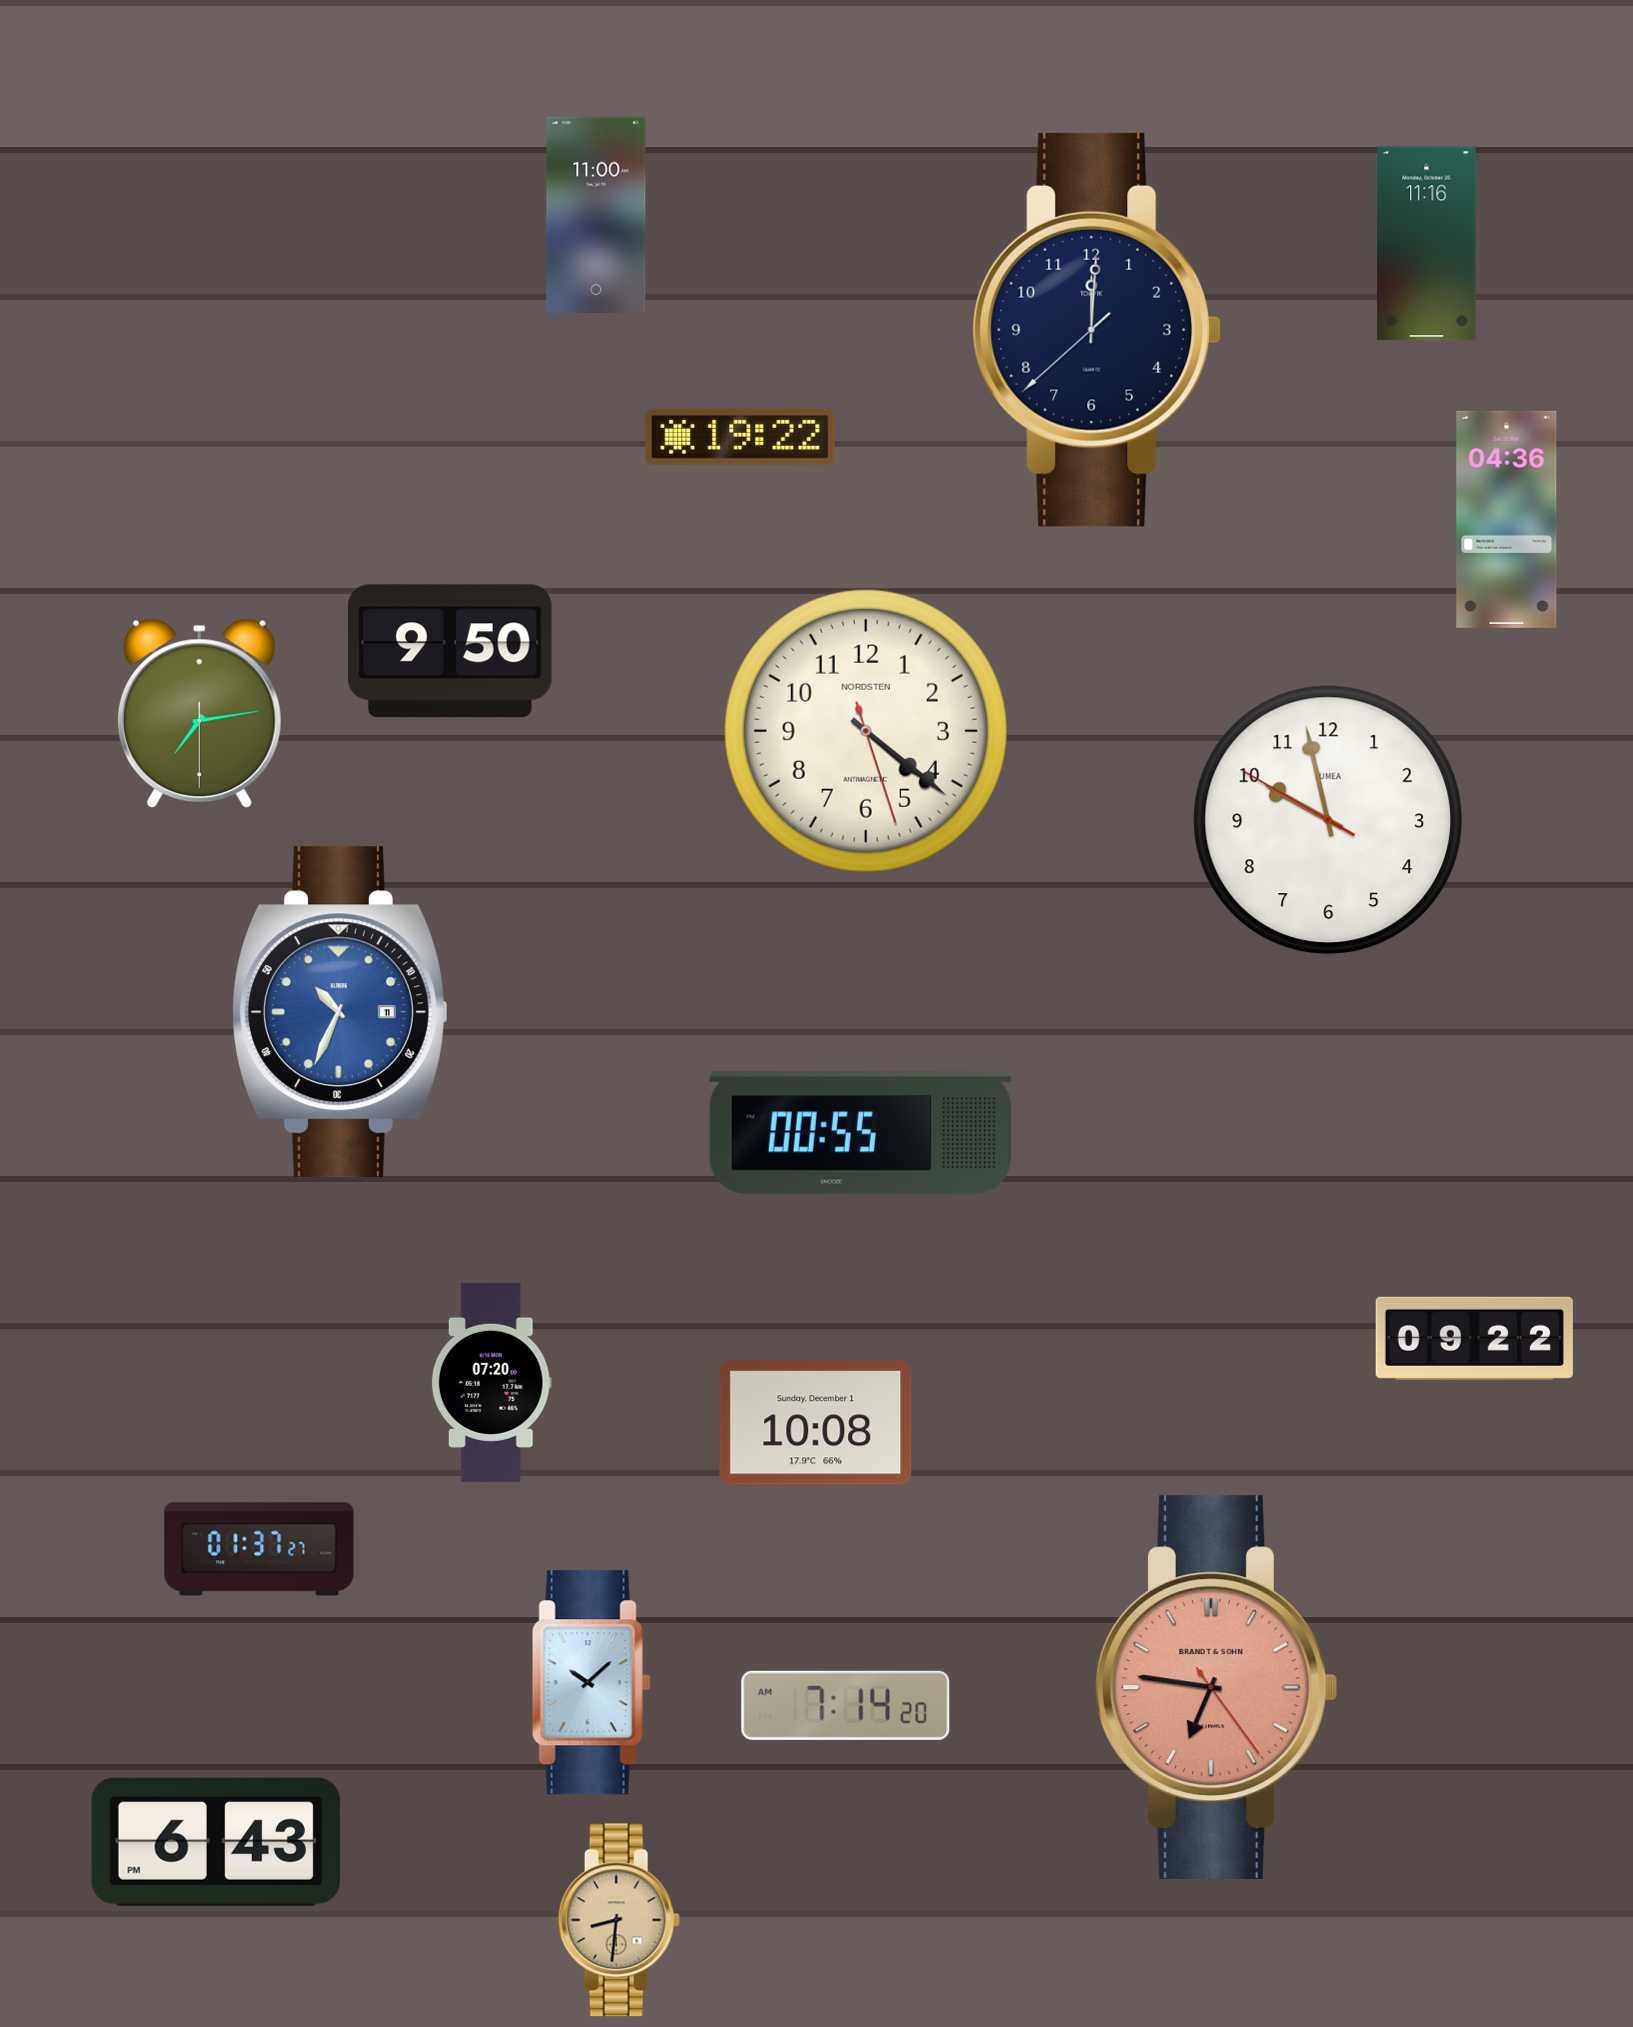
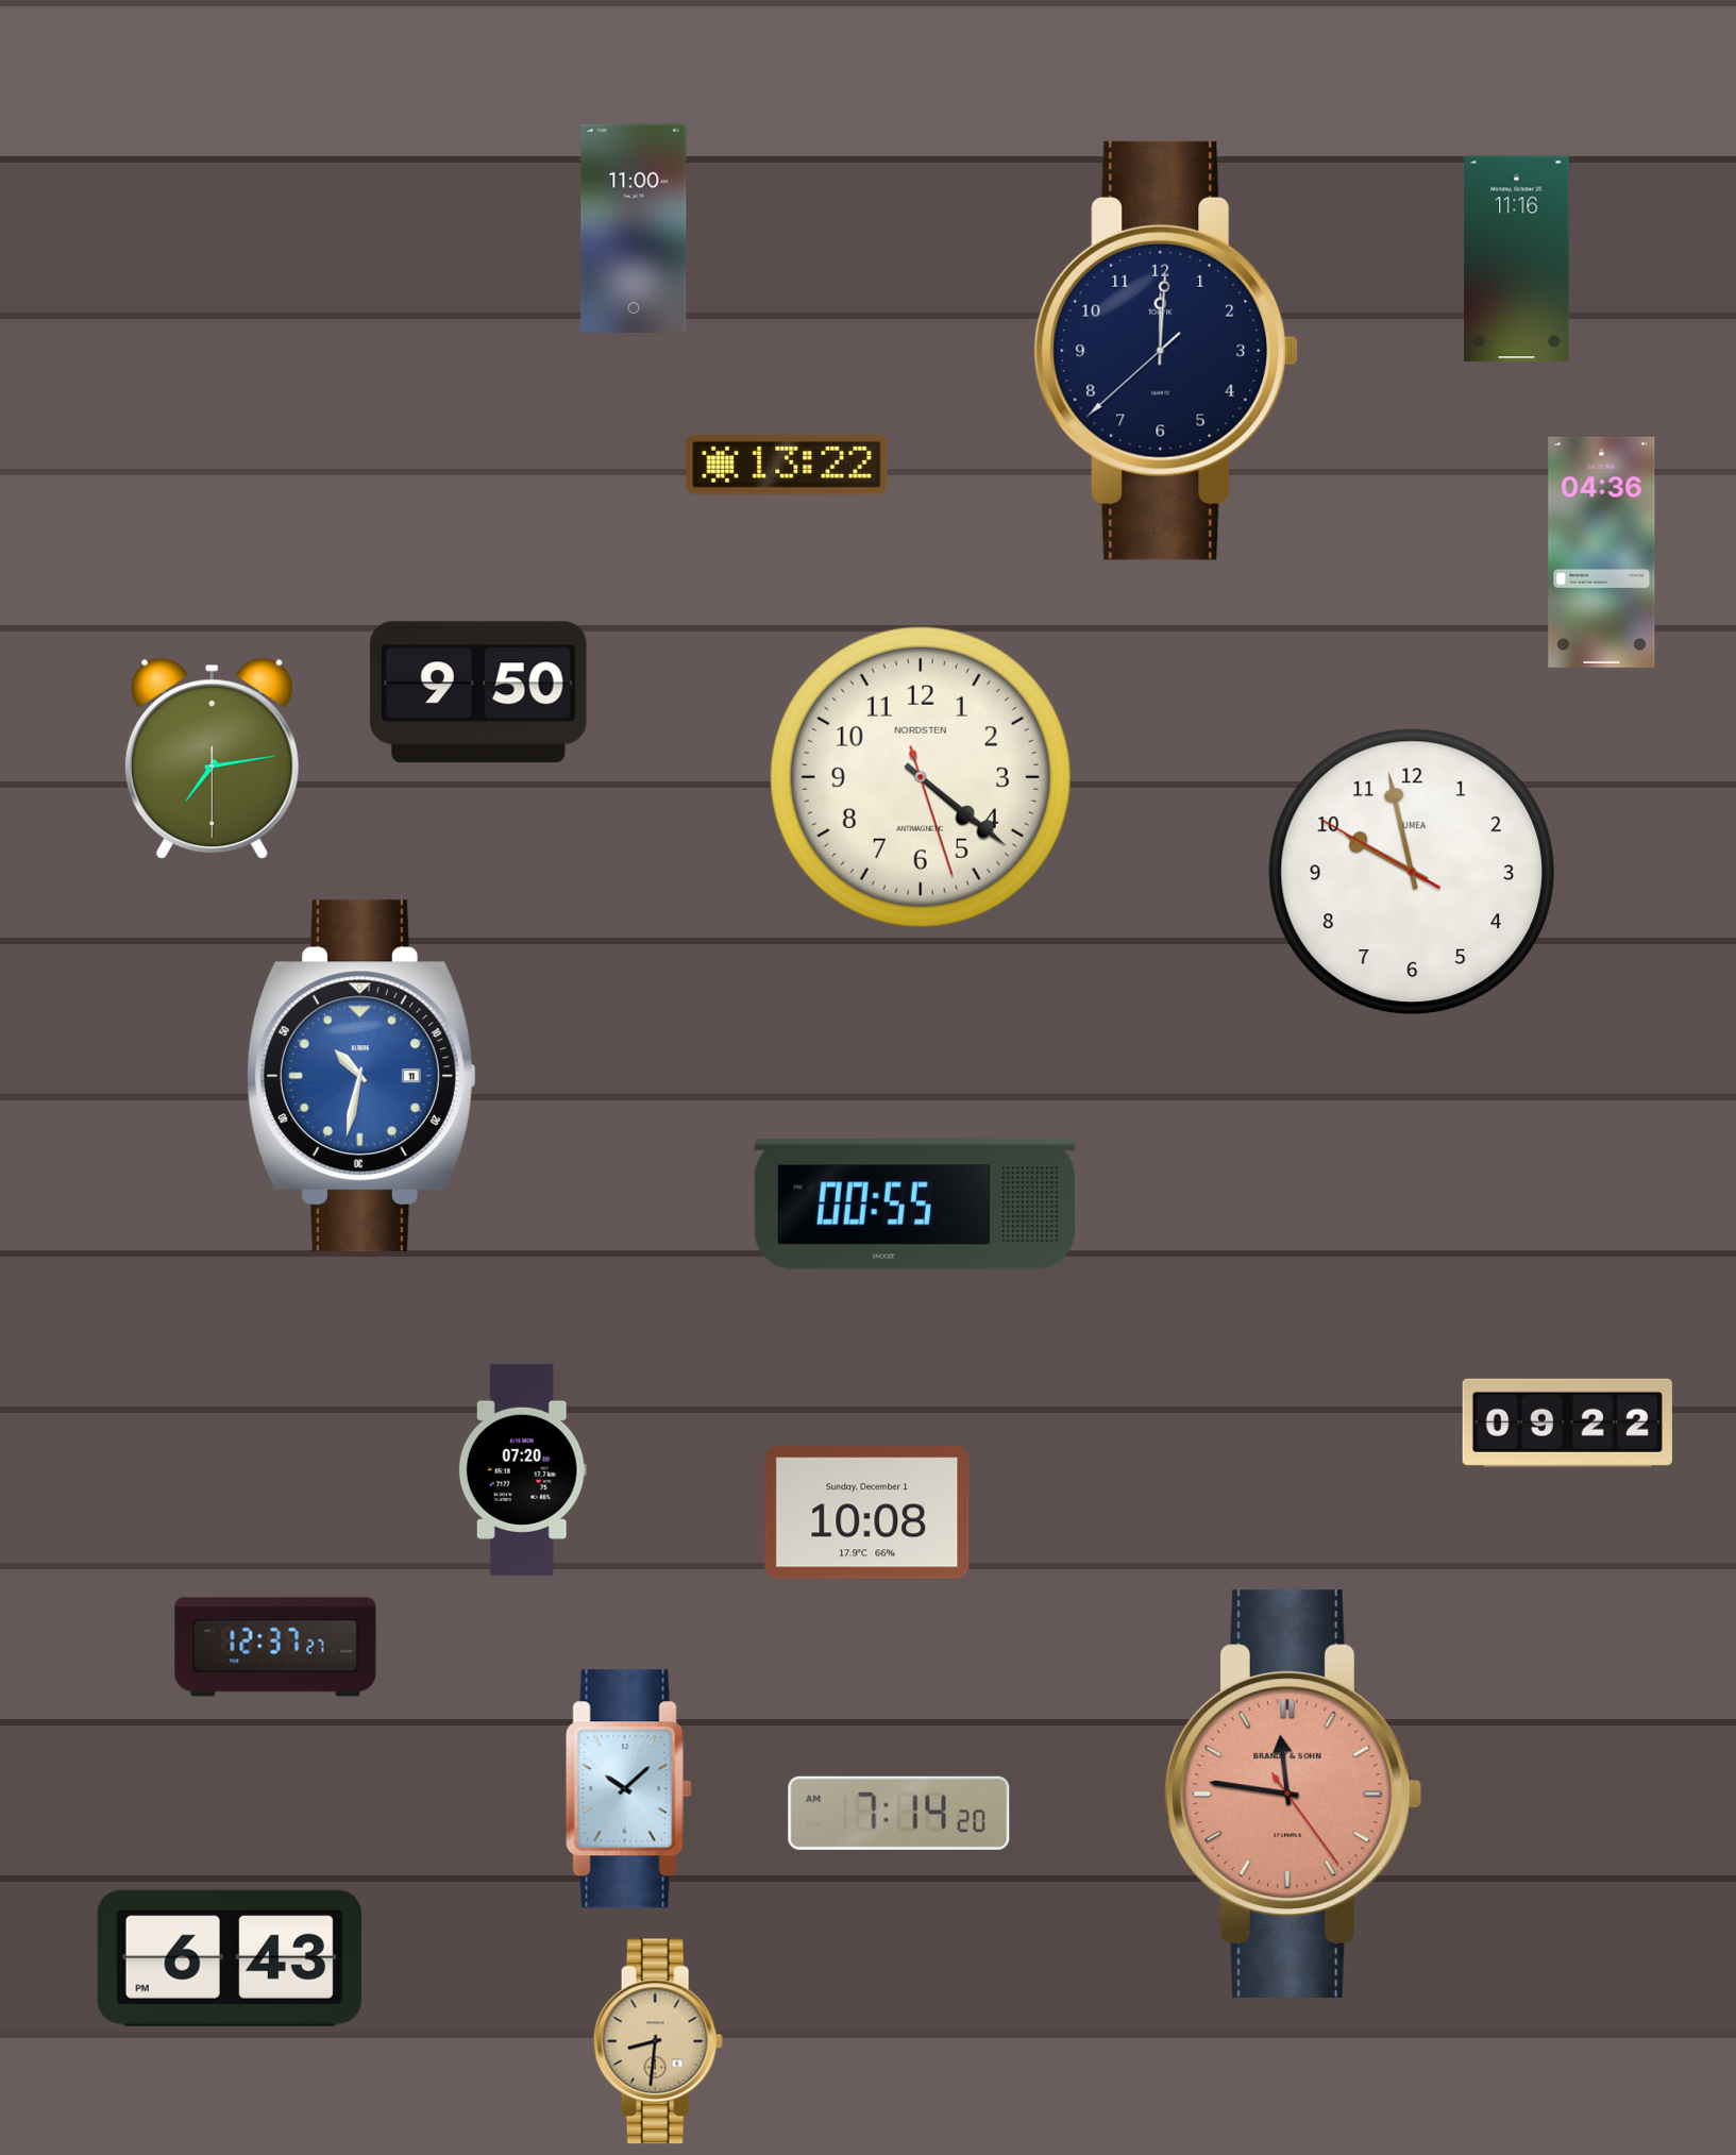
clock at (740, 437): 19:22 -> 13:22
clock at (340, 1012): 10:34 -> 10:32
clock at (259, 1549): 01:37 -> 12:37
clock at (1216, 1687): 6:46 -> 11:46
